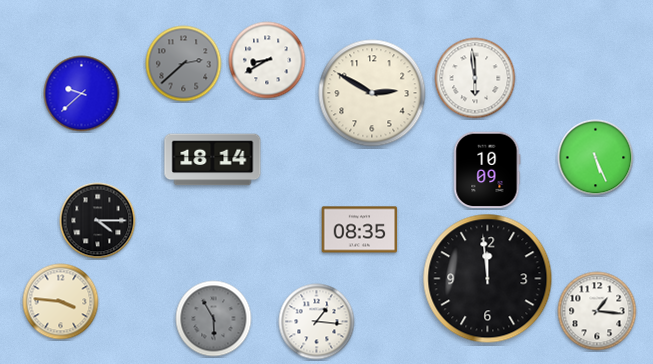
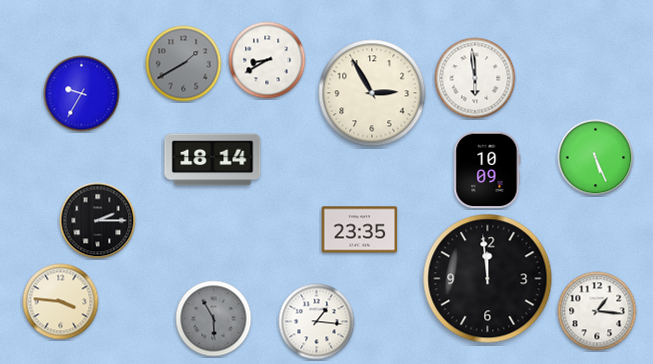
clock at (184, 64): 2:38 -> 1:40
clock at (372, 93): 2:50 -> 2:55
clock at (82, 94): 9:38 -> 9:35
clock at (98, 221): 4:15 -> 2:15
clock at (360, 230): 08:35 -> 23:35
